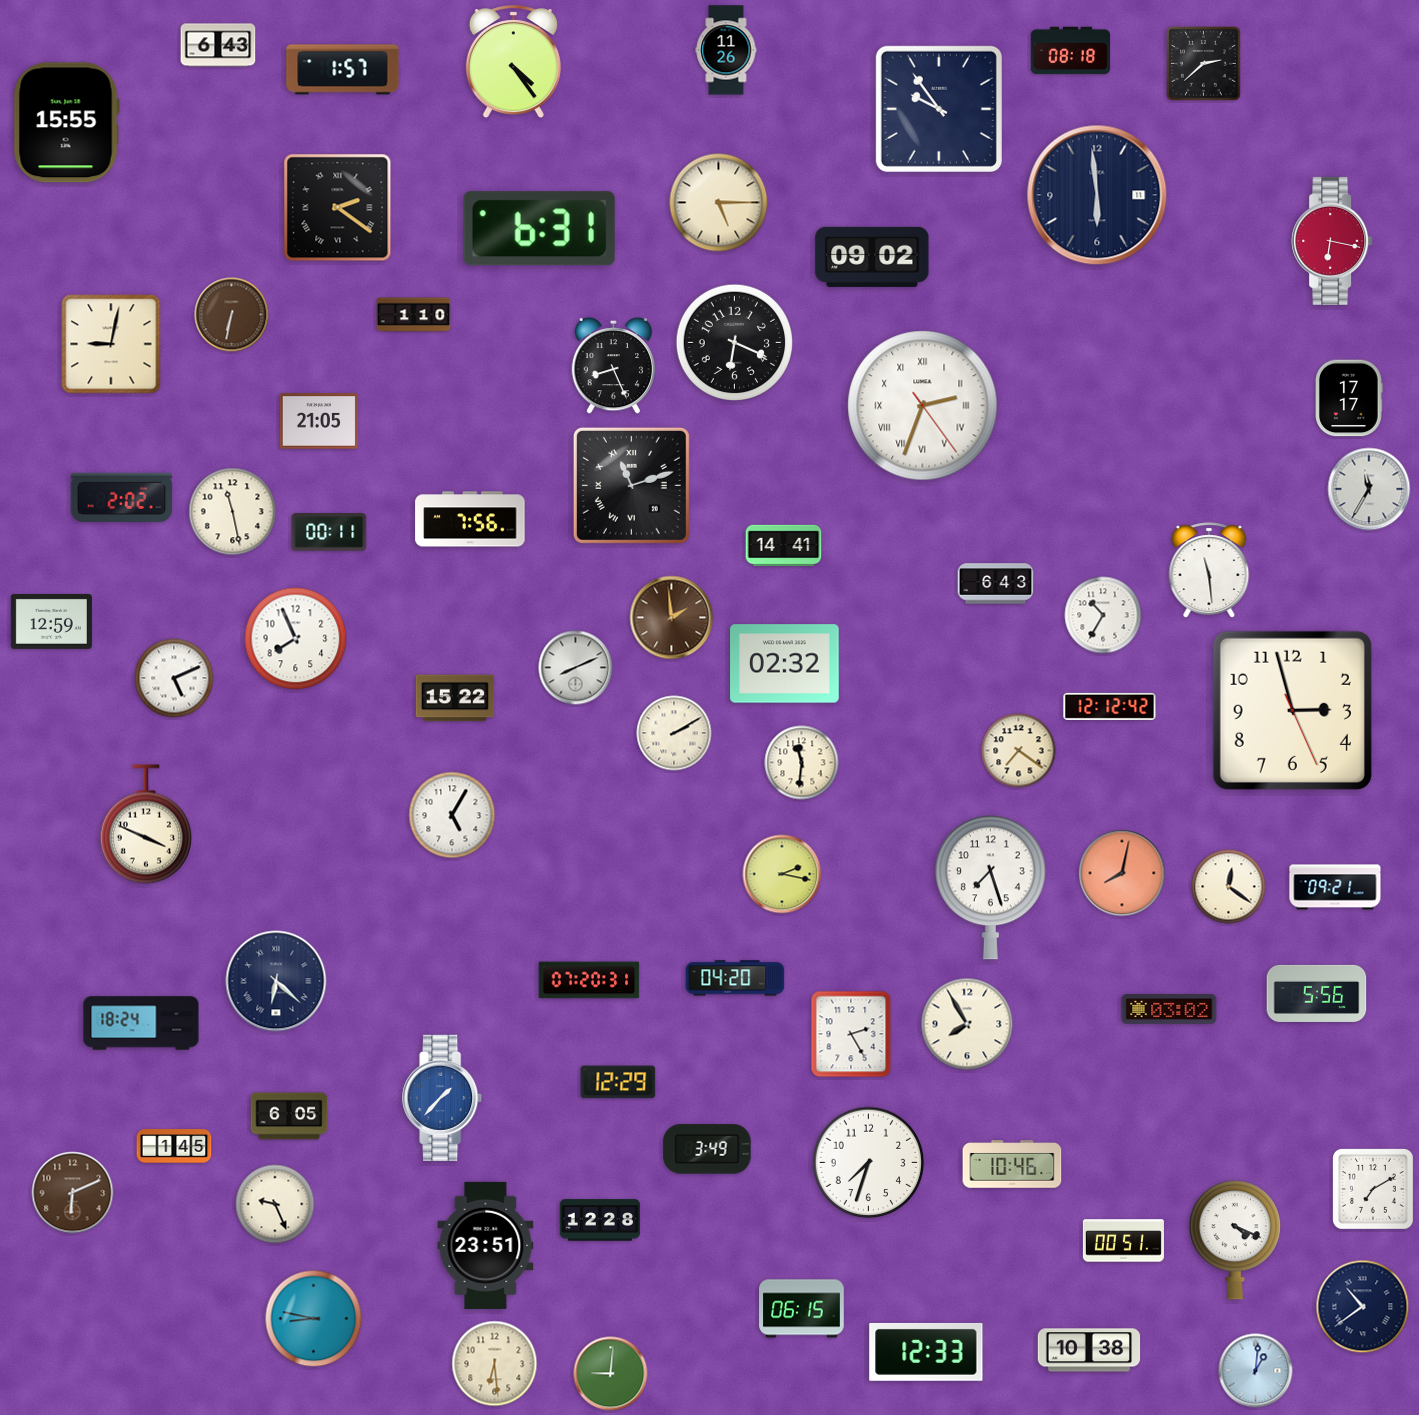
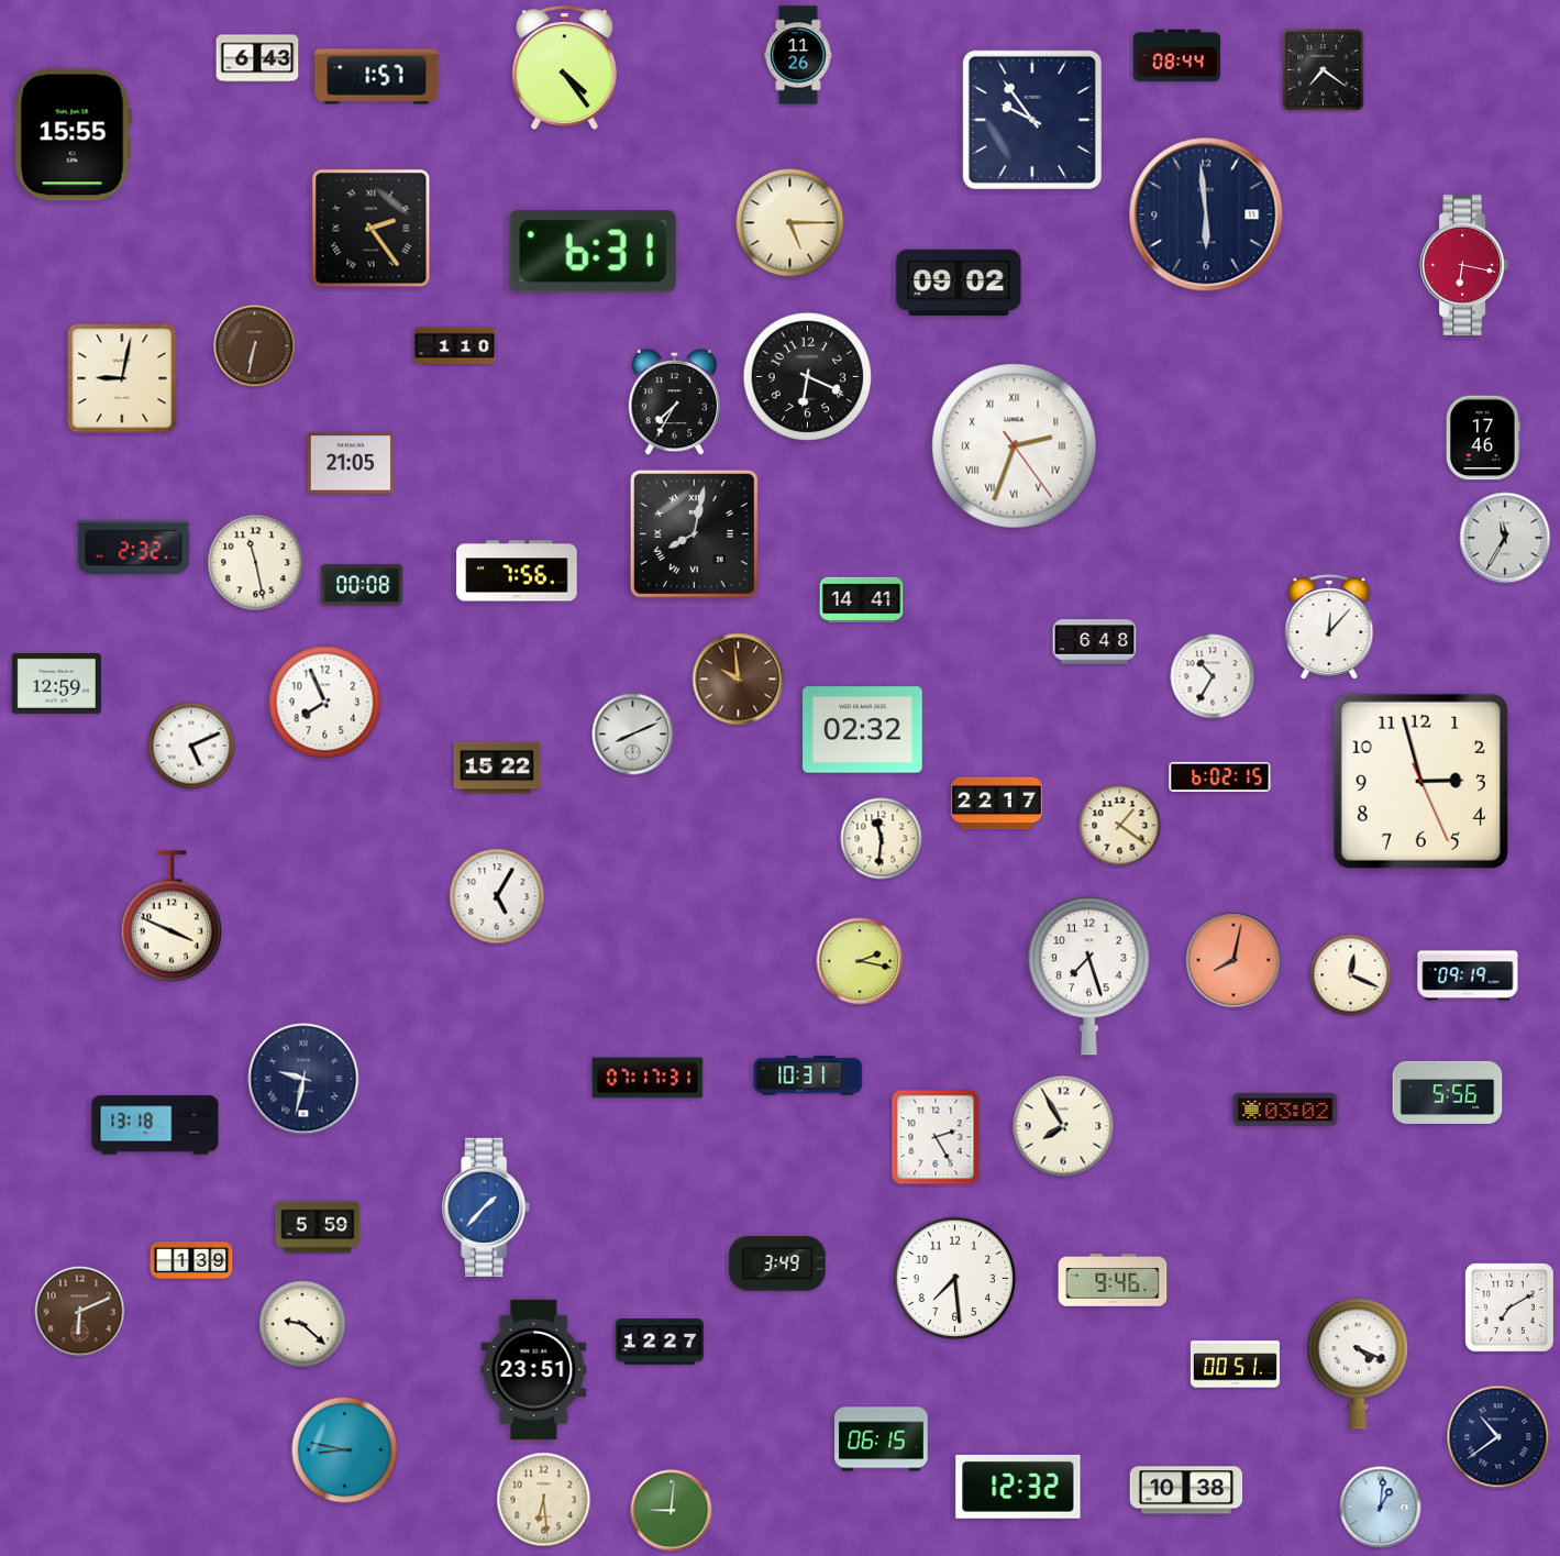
clock at (218, 45) position: (218, 45) -> (257, 58)
clock at (1071, 51): 08:18 -> 08:44
clock at (1204, 64): 2:38 -> 7:21
clock at (338, 208): 2:21 -> 2:24
clock at (614, 366): 8:26 -> 7:35
clock at (1349, 398): 17:17 -> 17:46
clock at (631, 485): 11:12 -> 8:02
clock at (122, 497): 2:02 -> 2:32
clock at (329, 532): 00:11 -> 00:08
clock at (1209, 570): 11:29 -> 12:07
clock at (996, 584): 6:43 -> 6:48
clock at (672, 618): 1:59 -> 9:59
clock at (455, 698) position: (455, 698) -> (497, 768)
clock at (1110, 706): 12:12 -> 6:02
clock at (996, 804): none -> 22:17
clock at (674, 733): 2:10 -> none
clock at (1019, 751): 7:21 -> 1:21
clock at (146, 824) position: (146, 824) -> (172, 916)
clock at (1229, 887): 12:21 -> 12:19
clock at (1335, 887): 09:21 -> 09:19
clock at (735, 978): 04:20 -> 10:31
clock at (589, 980): 07:20 -> 07:17
clock at (276, 981): 6:22 -> 9:32
clock at (141, 1023): 18:24 -> 13:18
clock at (618, 1082): 12:29 -> none
clock at (289, 1116): 6:05 -> 5:59
clock at (174, 1146): 1:45 -> 1:39
clock at (869, 1163): 7:33 -> 7:29
clock at (1012, 1164): 10:46 -> 9:46
clock at (275, 1204): 9:26 -> 9:22
clock at (600, 1220): 12:28 -> 12:27
clock at (1089, 1350) position: (1089, 1350) -> (1186, 1490)
clock at (926, 1352): 12:33 -> 12:32
